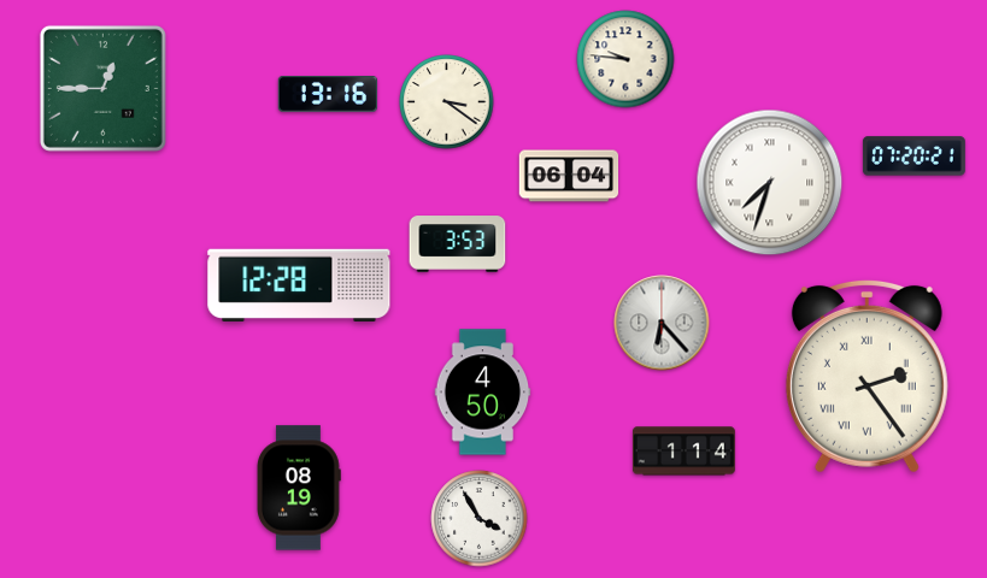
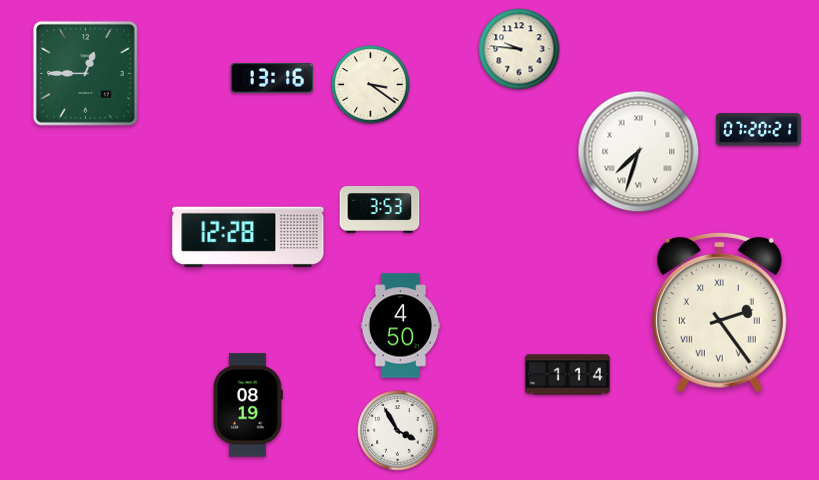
clock at (569, 176): 06:04 -> none
clock at (458, 244) position: (458, 244) -> (380, 210)
clock at (662, 323): 6:23 -> none
